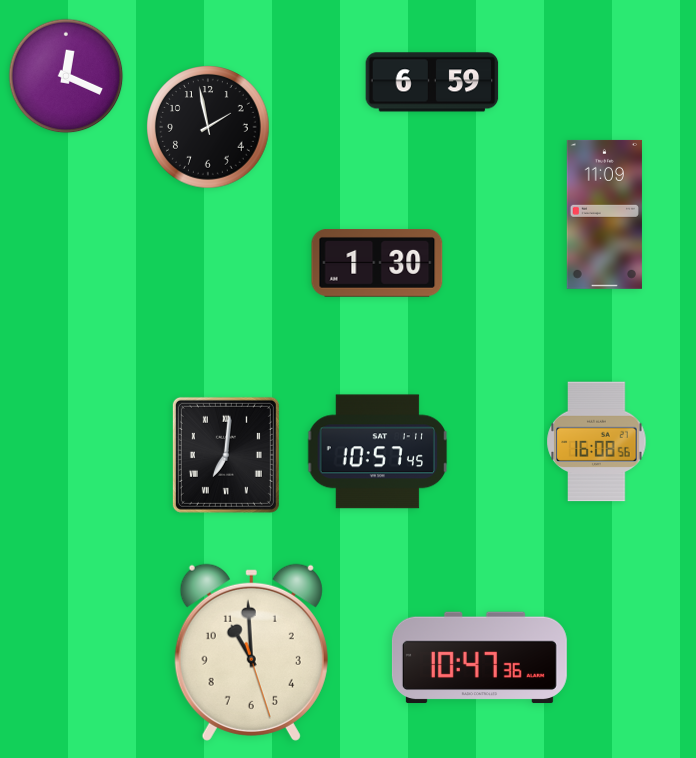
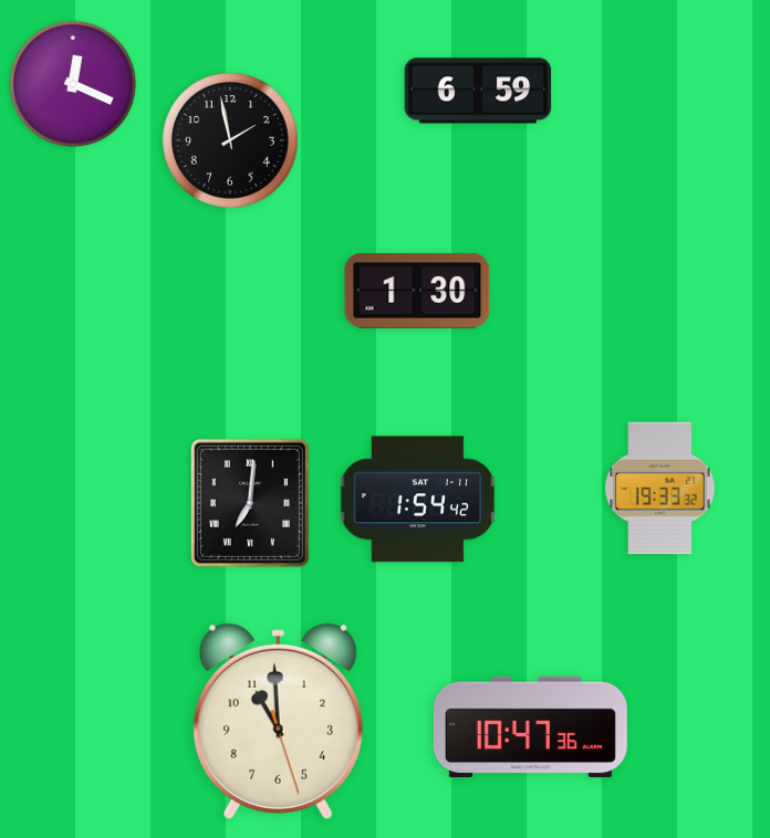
clock at (604, 214): 11:09 -> none
clock at (597, 442): 16:08 -> 19:33
clock at (378, 452): 10:57 -> 1:54
